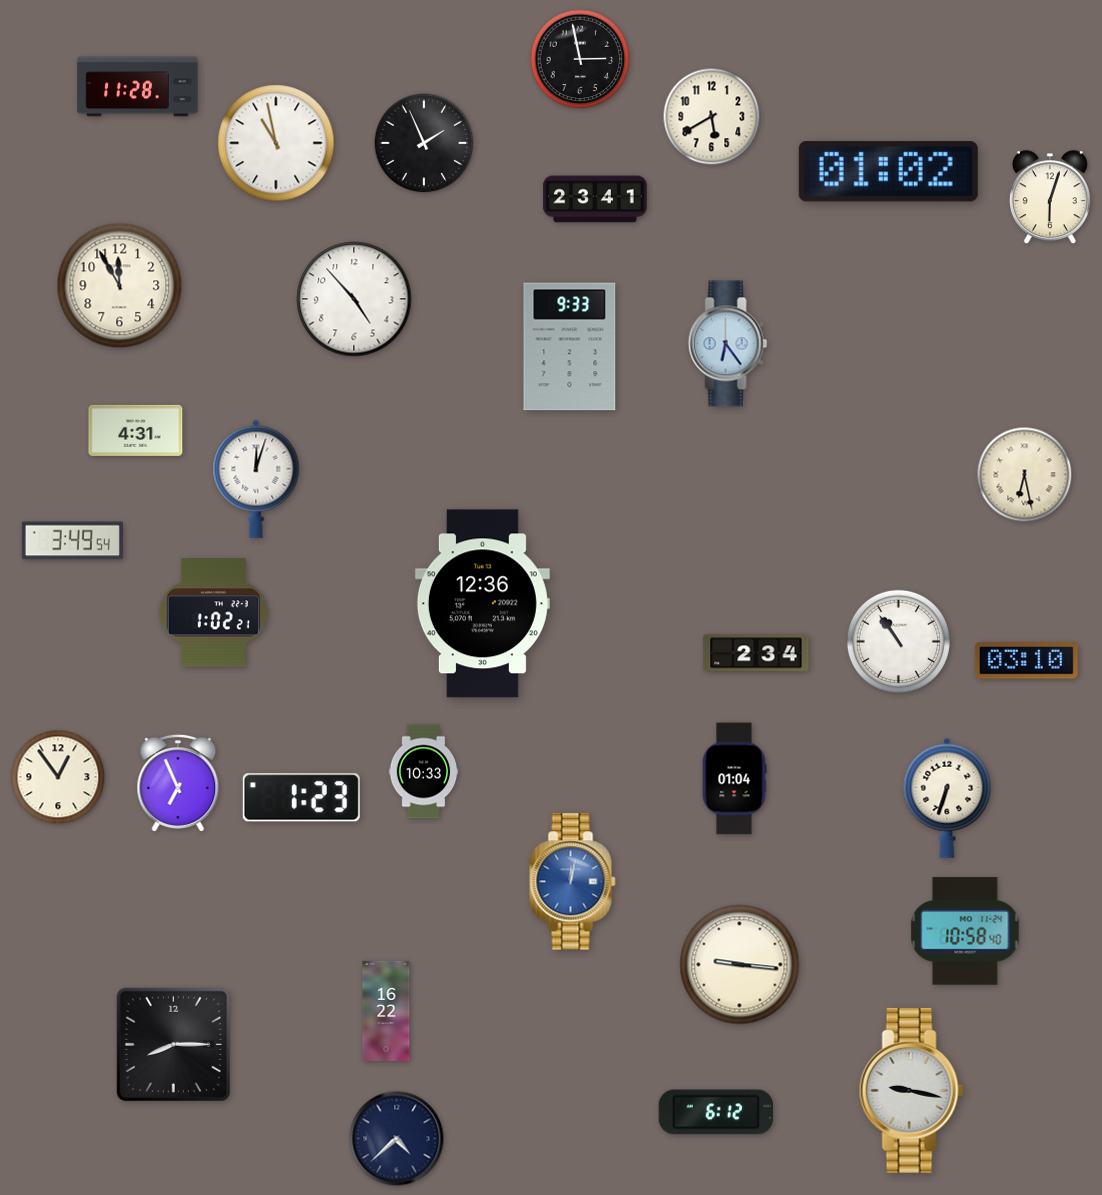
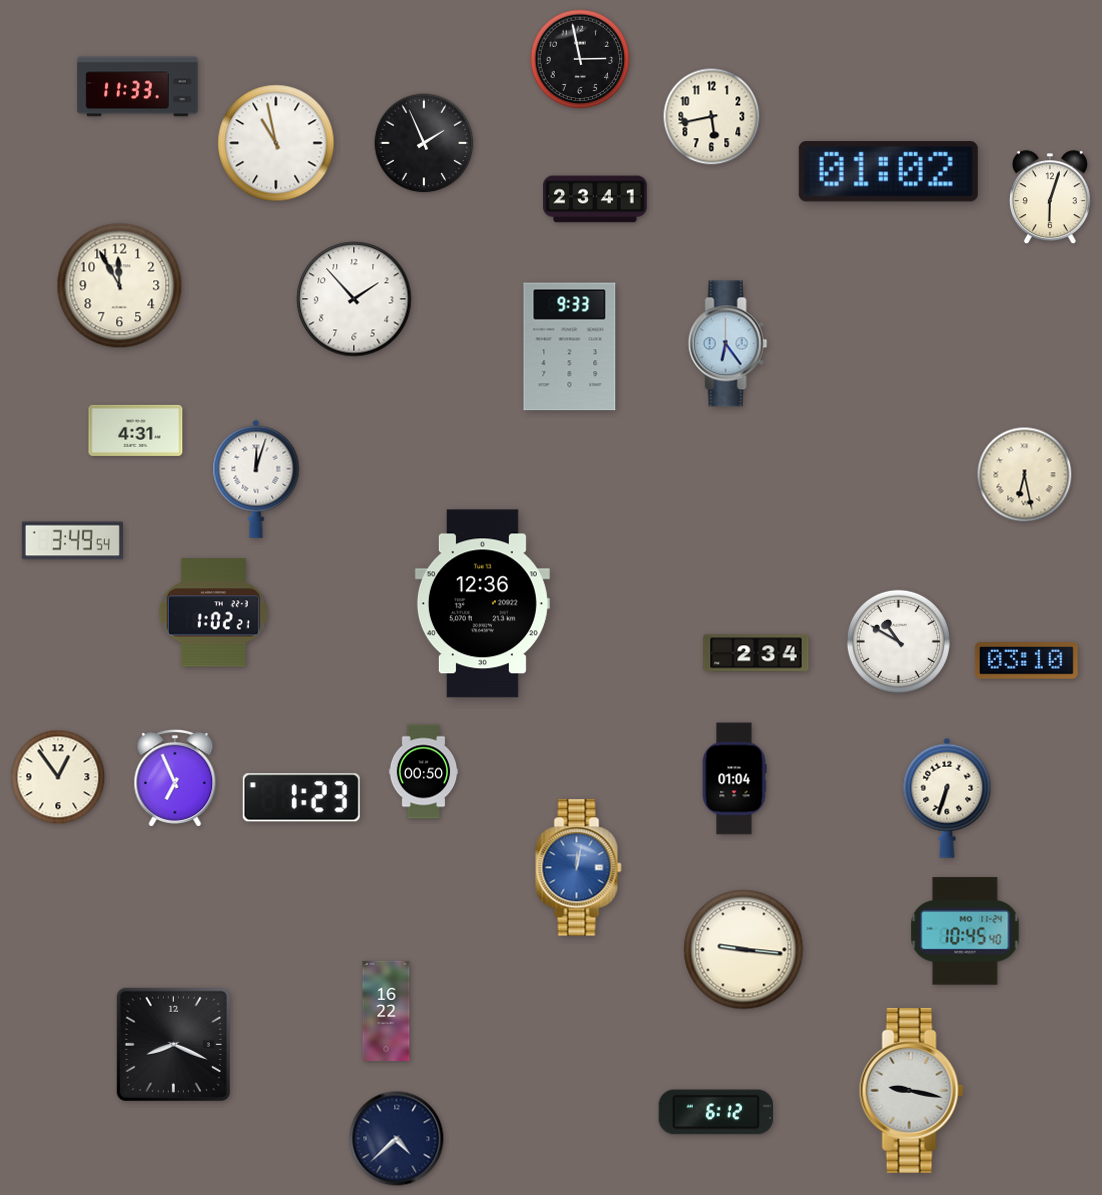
clock at (138, 87): 11:28 -> 11:33
clock at (712, 117): 5:40 -> 5:43
clock at (354, 299): 4:53 -> 1:53
clock at (898, 641): 10:54 -> 10:50
clock at (424, 772): 10:33 -> 00:50
clock at (178, 783) position: (178, 783) -> (175, 778)
clock at (573, 882) position: (573, 882) -> (579, 868)
clock at (965, 931): 10:58 -> 10:45
clock at (740, 965) position: (740, 965) -> (744, 950)
clock at (173, 1044): 8:15 -> 8:19
